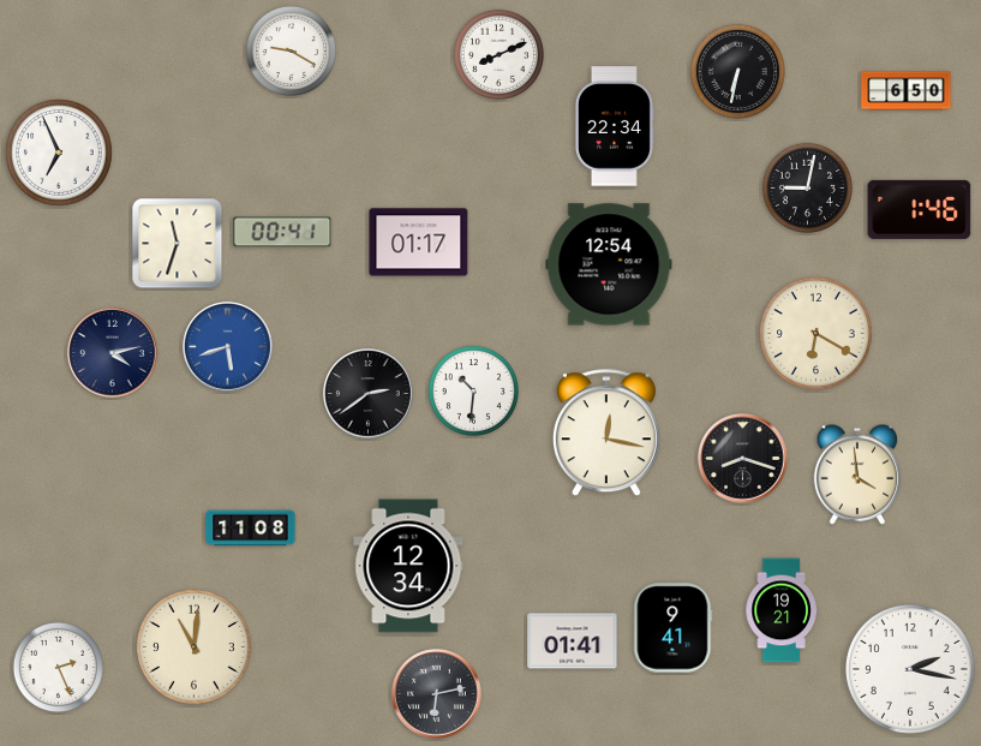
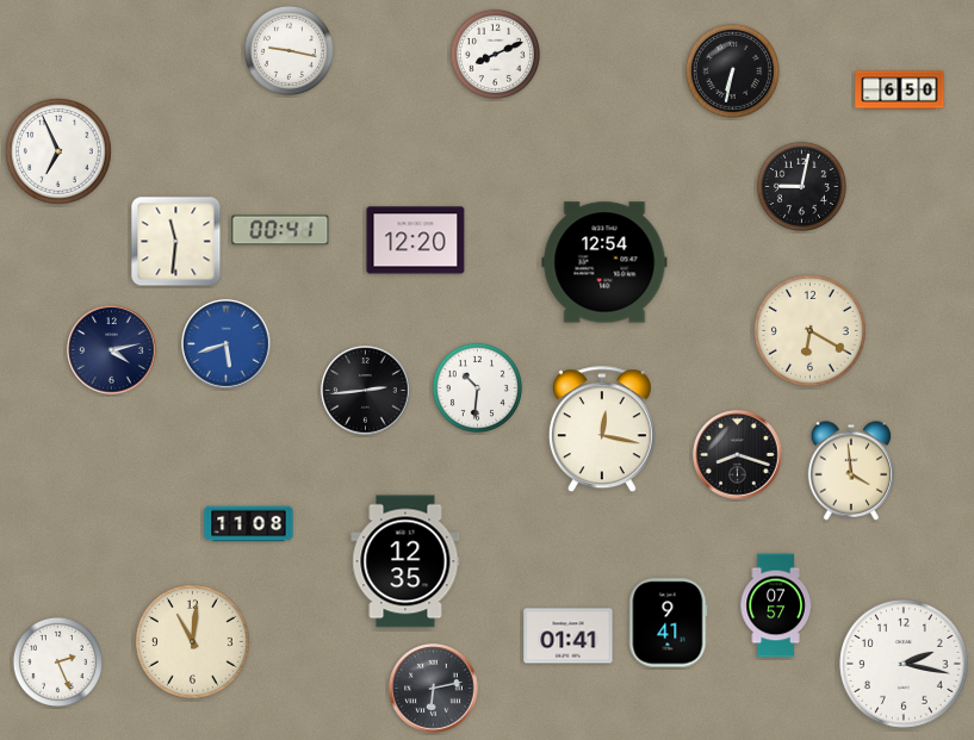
clock at (291, 50): 9:20 -> 9:17
clock at (614, 126): 22:34 -> none
clock at (920, 209): 1:46 -> none
clock at (419, 243): 01:17 -> 12:20
clock at (178, 244): 11:33 -> 11:31
clock at (473, 390) position: (473, 390) -> (477, 387)
clock at (369, 394): 2:39 -> 2:44
clock at (408, 566): 12:34 -> 12:35
clock at (782, 610): 19:21 -> 07:57
